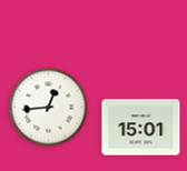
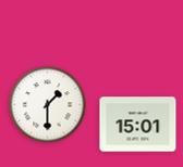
clock at (49, 108): 12:44 -> 1:30
